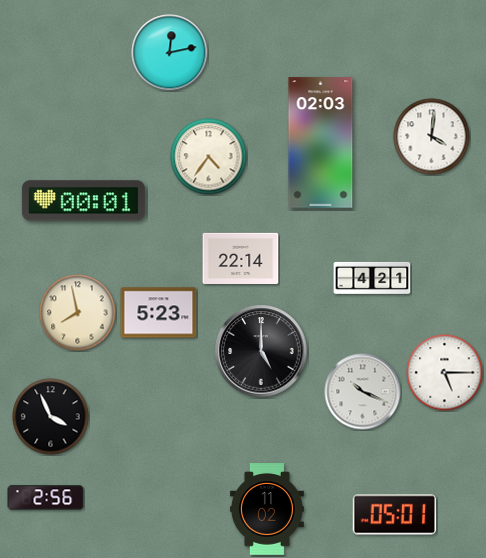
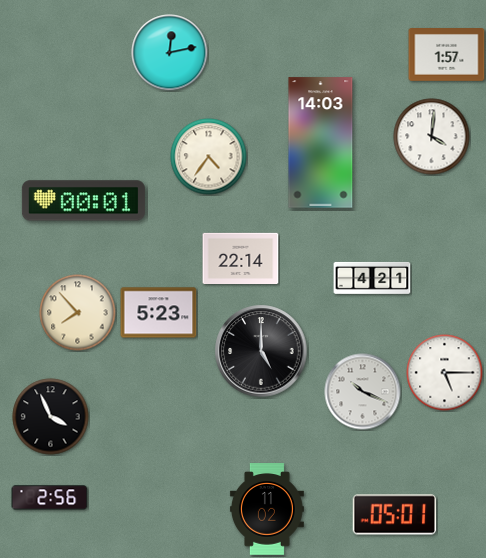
clock at (447, 55): none -> 1:57
clock at (321, 143): 02:03 -> 14:03
clock at (78, 313): 7:58 -> 7:53
clock at (46, 498) position: (46, 498) -> (50, 498)
